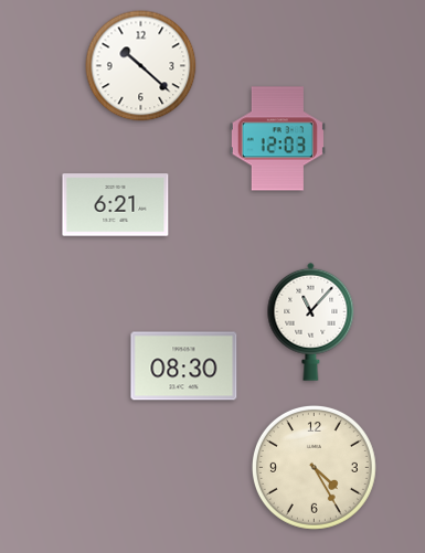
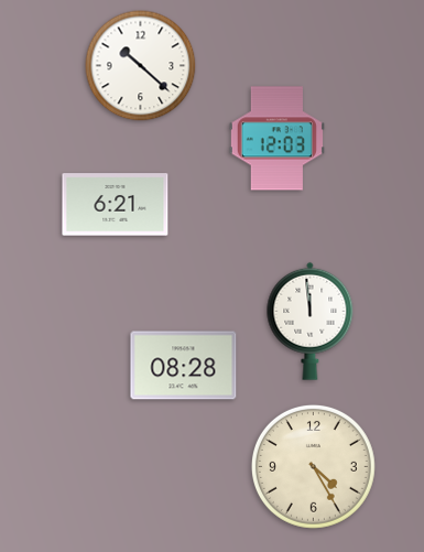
clock at (311, 321): 11:07 -> 11:59
clock at (184, 366): 08:30 -> 08:28
